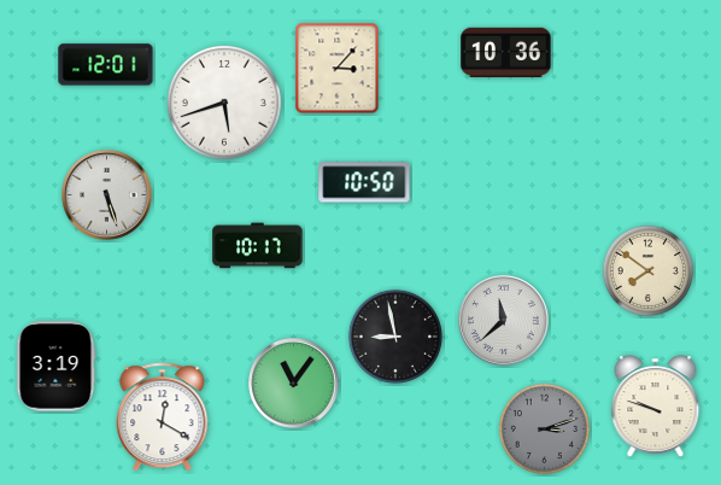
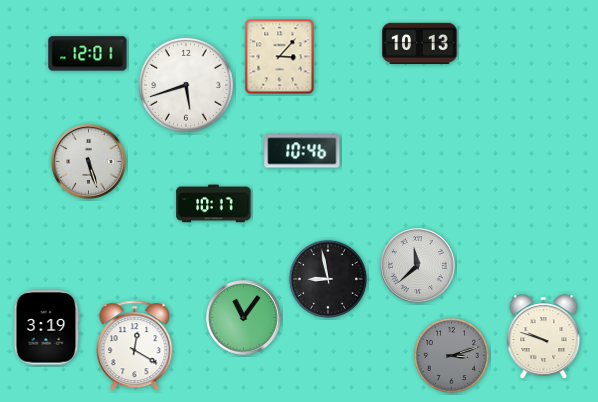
clock at (506, 52): 10:36 -> 10:13
clock at (364, 182): 10:50 -> 10:46
clock at (647, 270): 7:51 -> none
clock at (55, 367) position: (55, 367) -> (46, 328)
